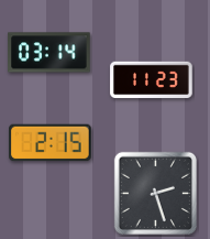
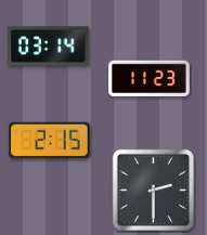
clock at (49, 53) position: (49, 53) -> (49, 47)
clock at (155, 193): 2:27 -> 2:30
